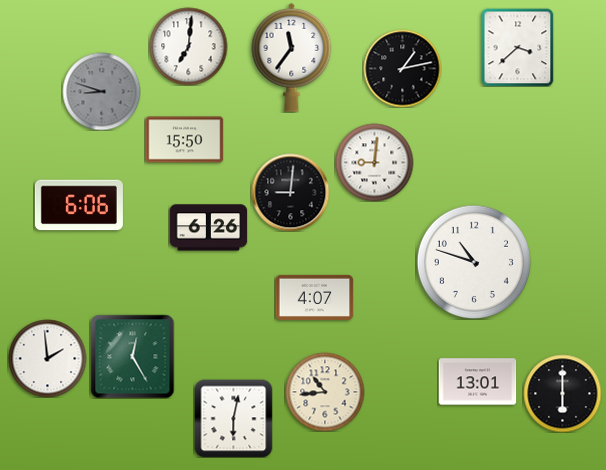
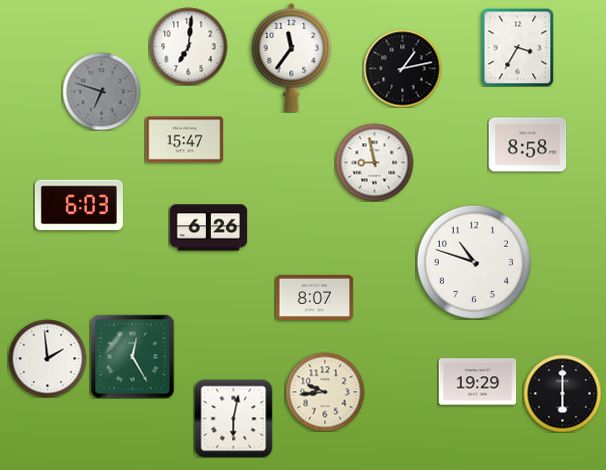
clock at (518, 47): 3:38 -> 3:35
clock at (101, 91): 8:48 -> 6:48
clock at (184, 140): 15:50 -> 15:47
clock at (527, 145): none -> 8:58
clock at (374, 162): 9:01 -> 8:58
clock at (290, 192): 9:01 -> none
clock at (79, 205): 6:06 -> 6:03
clock at (314, 297): 4:07 -> 8:07
clock at (477, 382): 13:01 -> 19:29
clock at (325, 392): 10:44 -> 9:44
